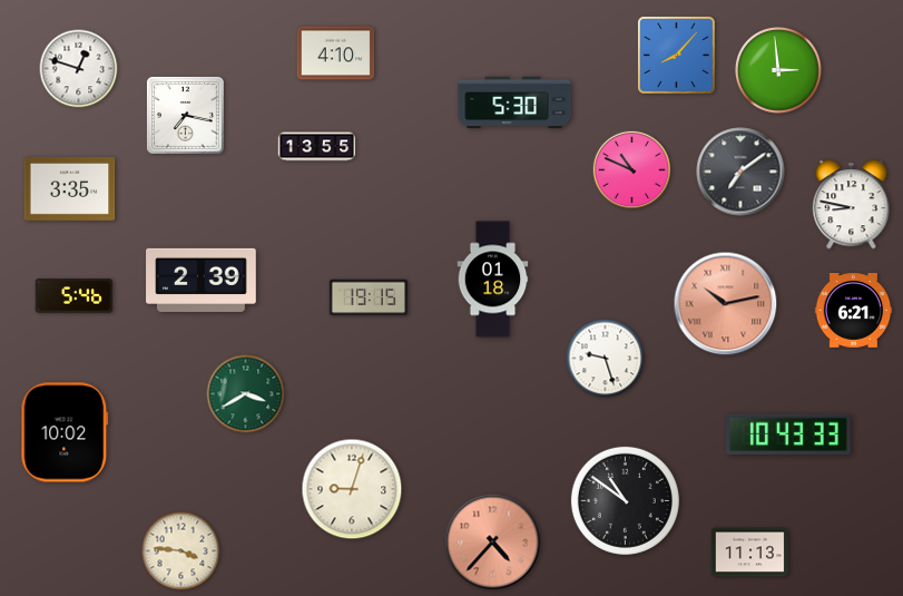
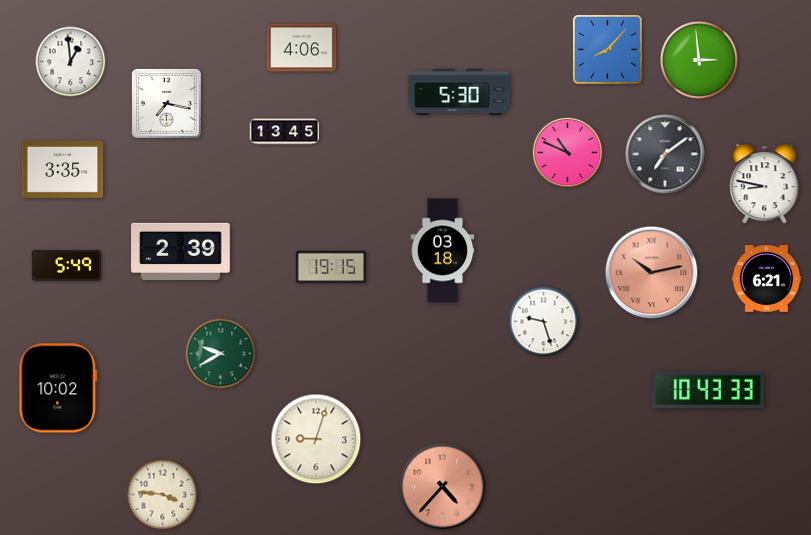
clock at (336, 53): 4:10 -> 4:06
clock at (79, 69): 12:48 -> 12:59
clock at (778, 70) position: (778, 70) -> (699, 60)
clock at (514, 102) position: (514, 102) -> (459, 92)
clock at (317, 147): 13:55 -> 13:45
clock at (493, 280): 01:18 -> 03:18
clock at (75, 296): 5:46 -> 5:49
clock at (246, 394): 3:40 -> 9:40
clock at (625, 500): 10:51 -> none
clock at (750, 553): 11:13 -> none
